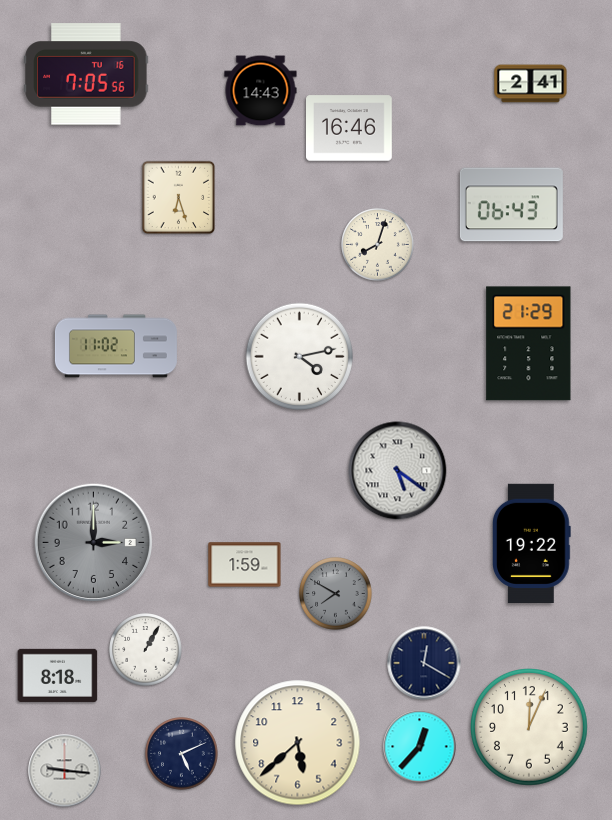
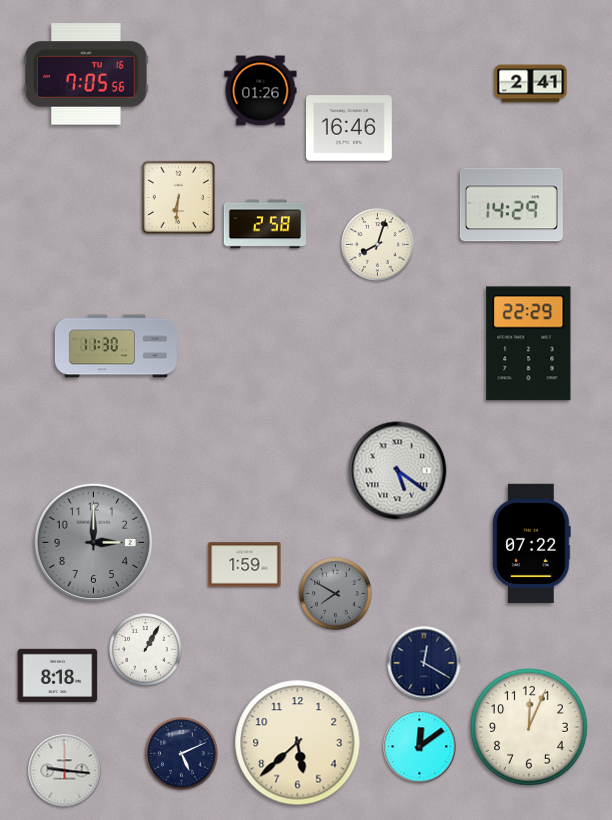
clock at (261, 91): 14:43 -> 01:26
clock at (179, 198): 6:27 -> 6:31
clock at (511, 205): 06:43 -> 14:29
clock at (265, 224): none -> 2:58
clock at (529, 344): 21:29 -> 22:29
clock at (116, 346): 11:02 -> 11:30
clock at (299, 356): 4:13 -> none
clock at (532, 543): 19:22 -> 07:22
clock at (420, 747): 12:37 -> 12:09
